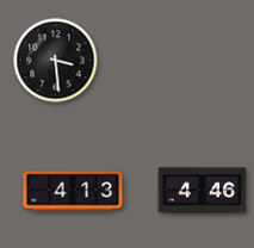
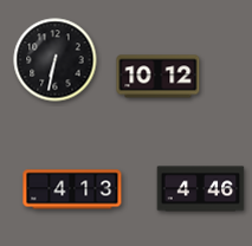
clock at (56, 61): 3:29 -> 6:32
clock at (159, 77): none -> 10:12
